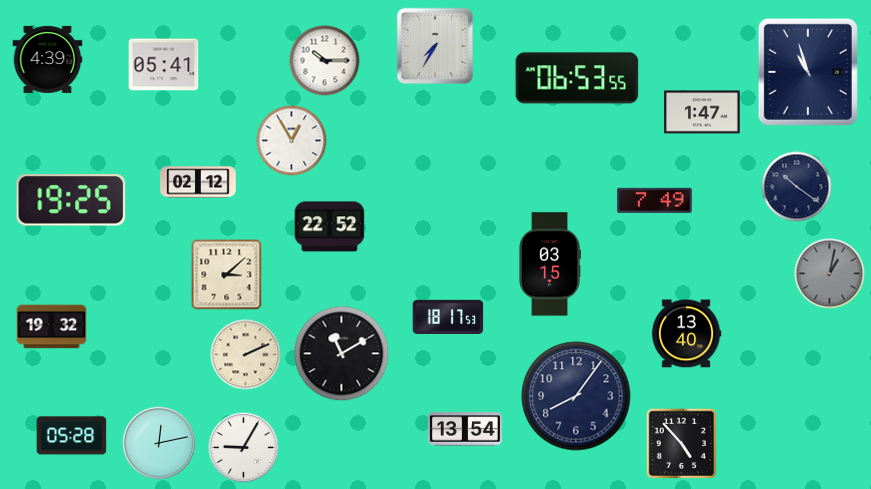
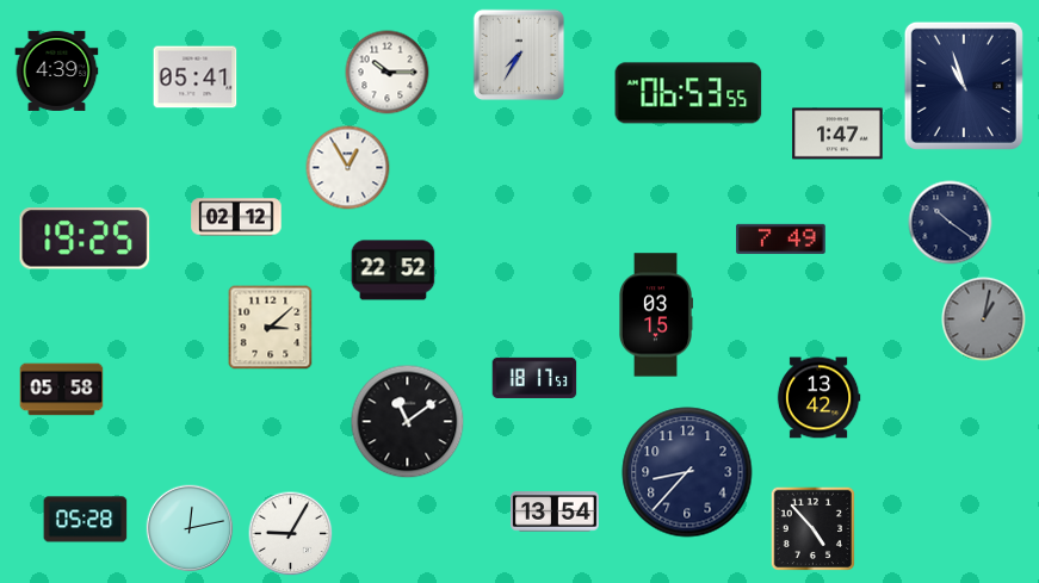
clock at (830, 274) position: (830, 274) -> (984, 320)
clock at (52, 327): 19:32 -> 05:58
clock at (686, 334): 13:40 -> 13:42
clock at (342, 354): 11:10 -> 11:09
clock at (246, 355): 2:11 -> none
clock at (576, 396): 8:06 -> 8:37
